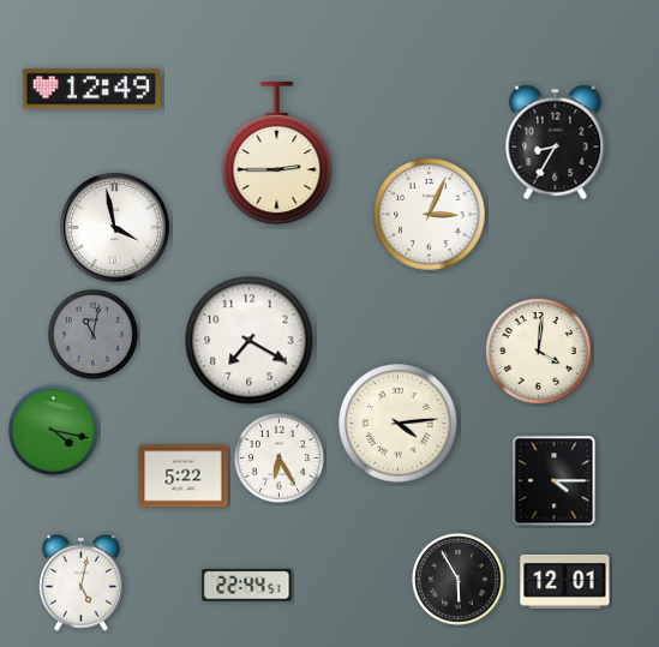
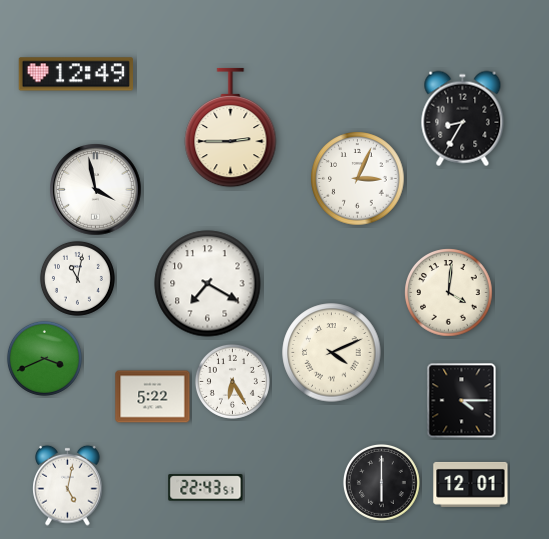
clock at (92, 334) dial: grey -> white
clock at (399, 424): 4:14 -> 4:11
clock at (53, 430): 4:17 -> 3:41
clock at (457, 579): 5:55 -> 6:00
clock at (247, 586): 22:44 -> 22:43
